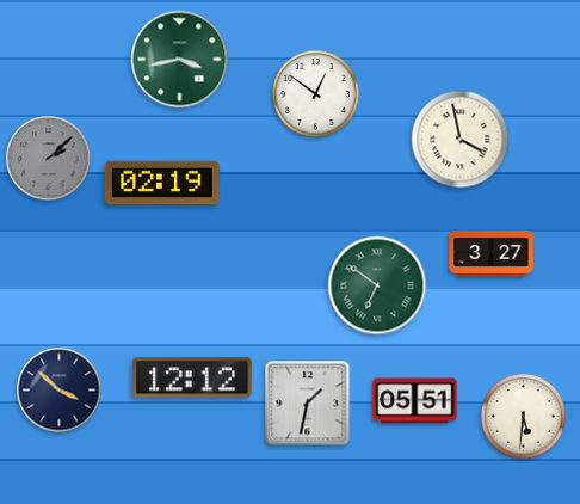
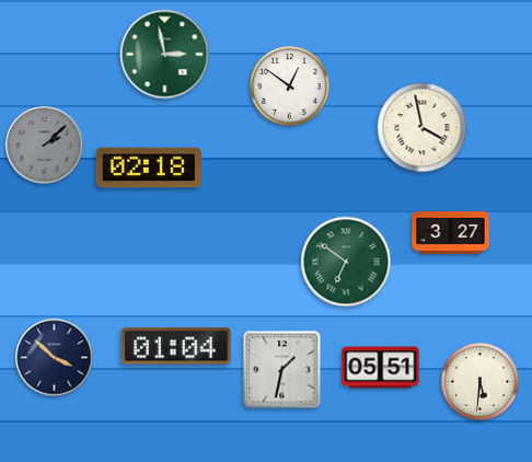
clock at (180, 60): 3:43 -> 2:58
clock at (162, 183): 02:19 -> 02:18
clock at (192, 377): 12:12 -> 01:04
